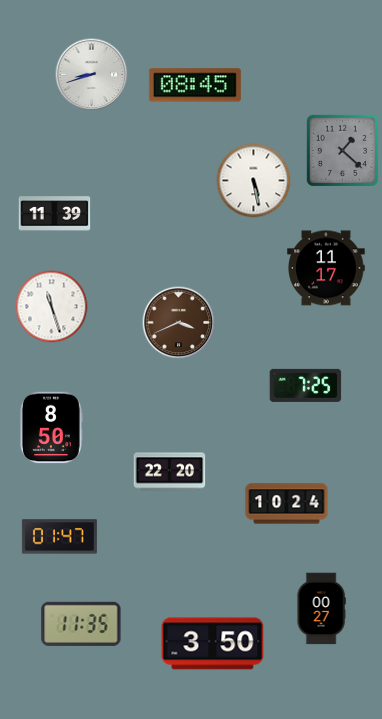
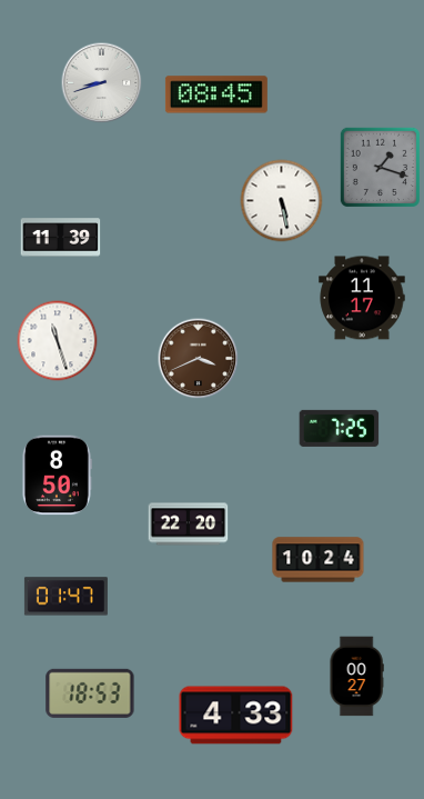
clock at (342, 150): 1:22 -> 1:18
clock at (81, 624): 11:35 -> 18:53
clock at (213, 644): 3:50 -> 4:33
